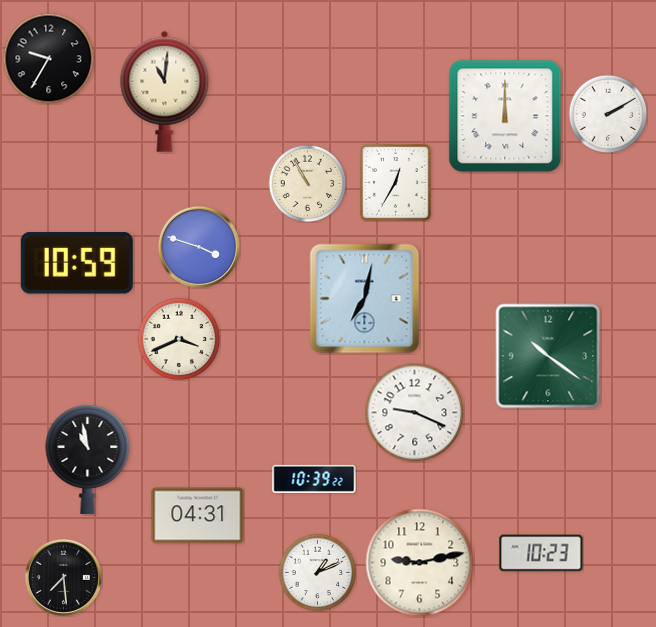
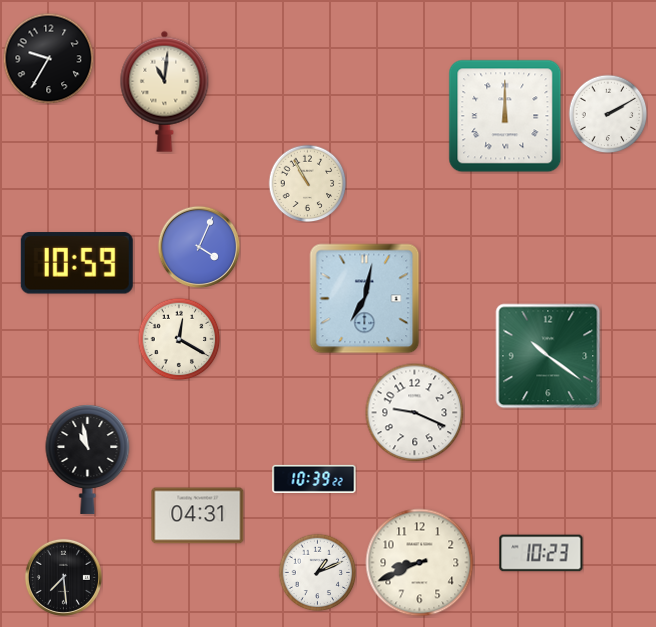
clock at (396, 183): 12:35 -> none
clock at (199, 247): 3:48 -> 4:04
clock at (179, 339): 3:41 -> 12:20
clock at (420, 563): 9:13 -> 8:41
